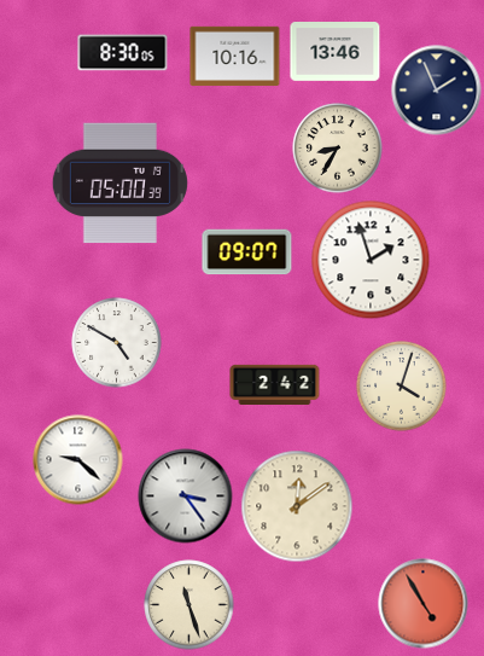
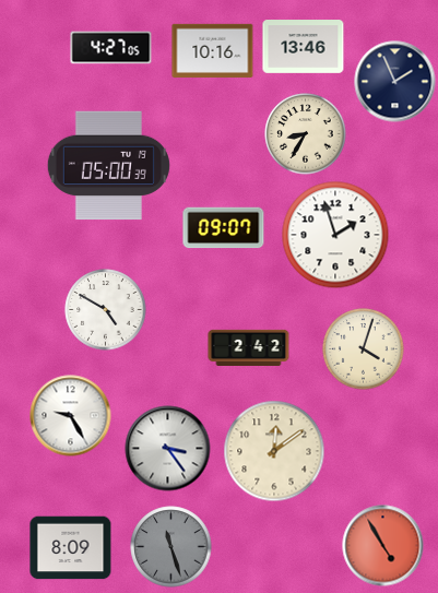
clock at (123, 53): 8:30 -> 4:27
clock at (78, 460): 9:22 -> 9:25
clock at (297, 506) position: (297, 506) -> (274, 451)
clock at (189, 605) dial: cream -> grey
clock at (71, 548): none -> 8:09
